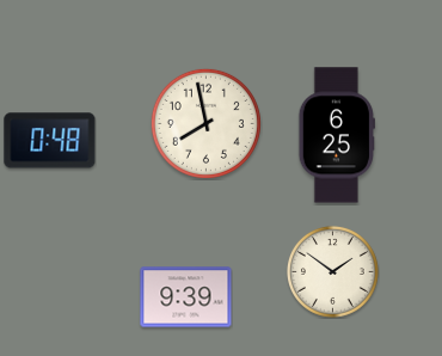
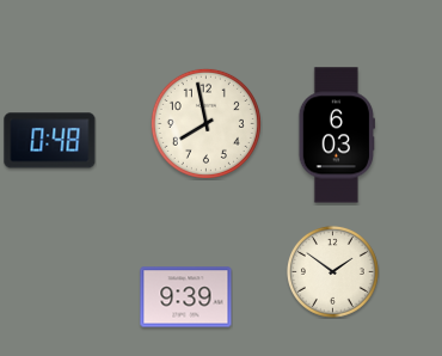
clock at (337, 135): 6:25 -> 6:03
